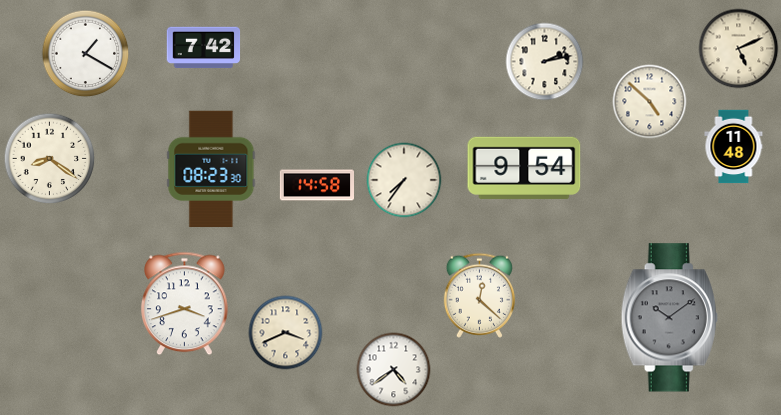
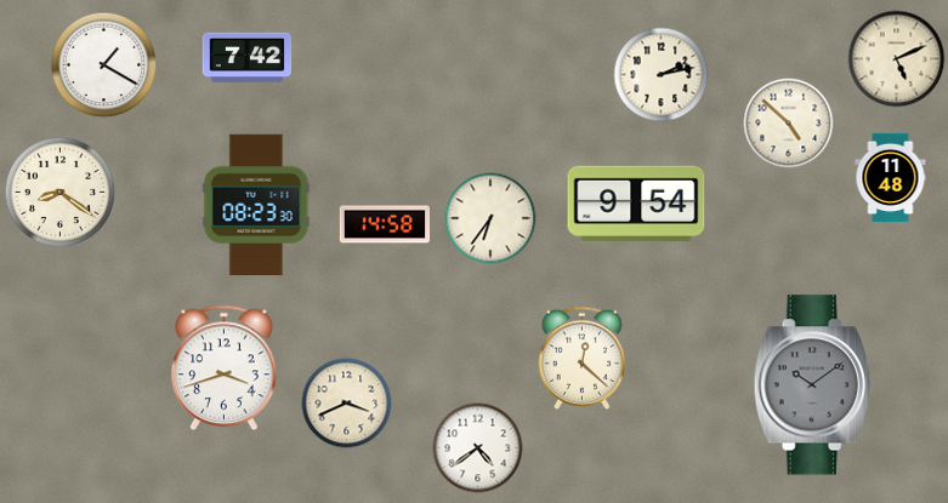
clock at (404, 180): 7:36 -> 6:36
